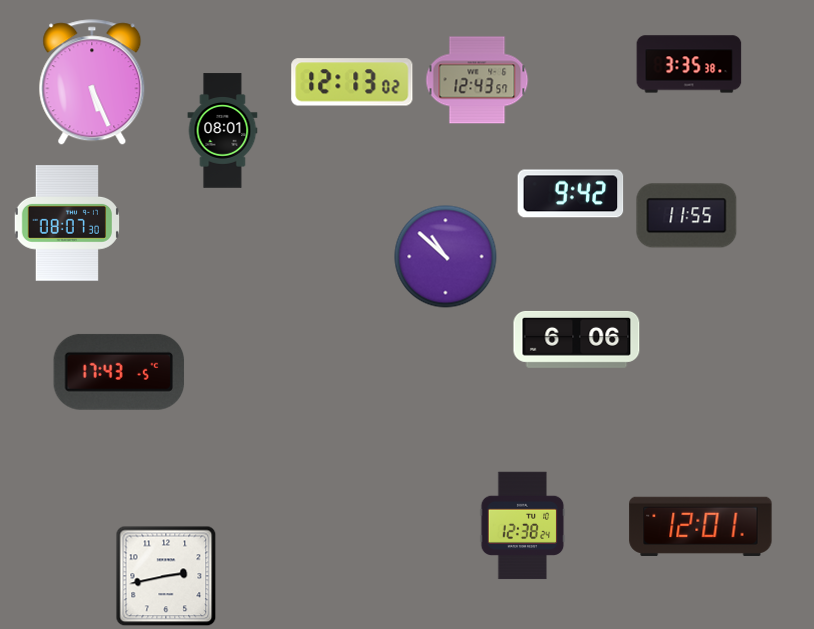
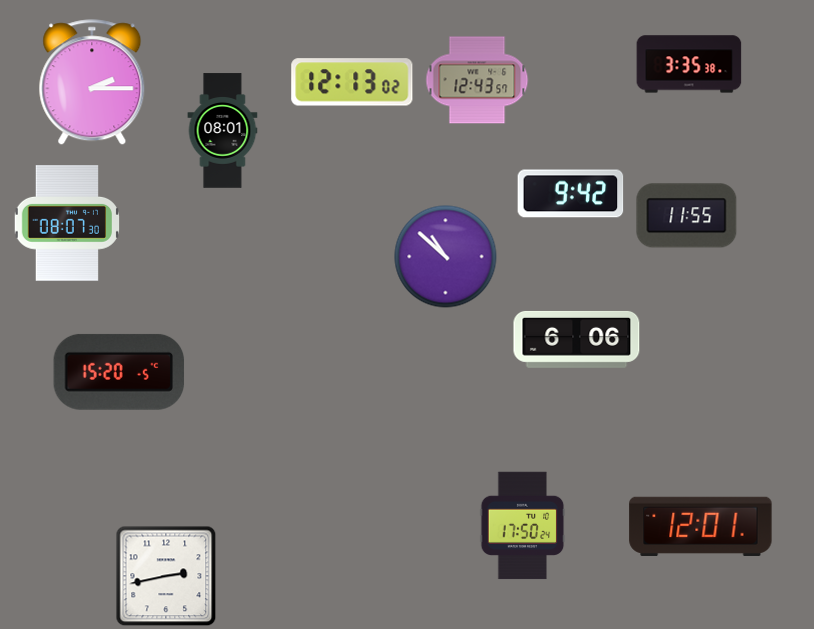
clock at (92, 83): 5:26 -> 2:15
clock at (119, 372): 17:43 -> 15:20
clock at (523, 526): 12:38 -> 17:50
